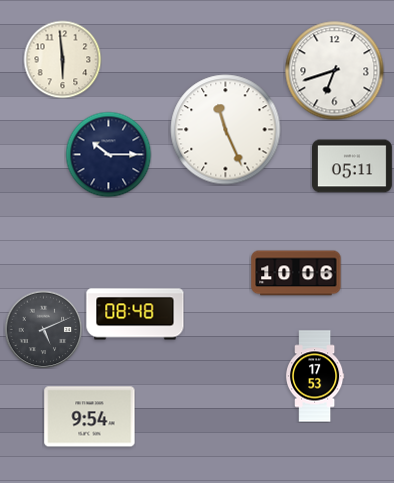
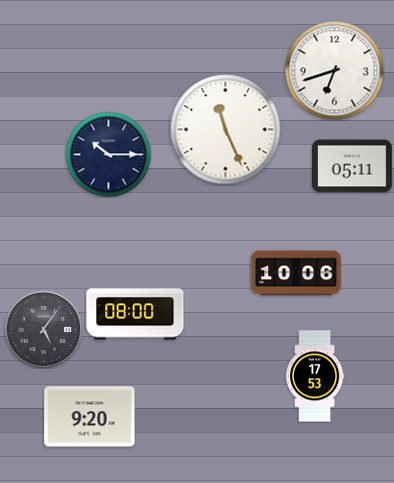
clock at (62, 59): 5:59 -> none
clock at (135, 314): 08:48 -> 08:00
clock at (43, 329): 5:11 -> 5:06
clock at (90, 417): 9:54 -> 9:20
